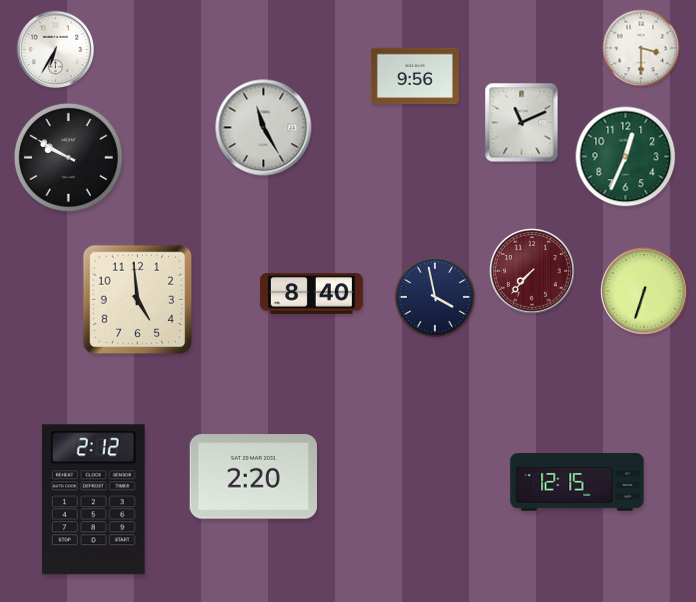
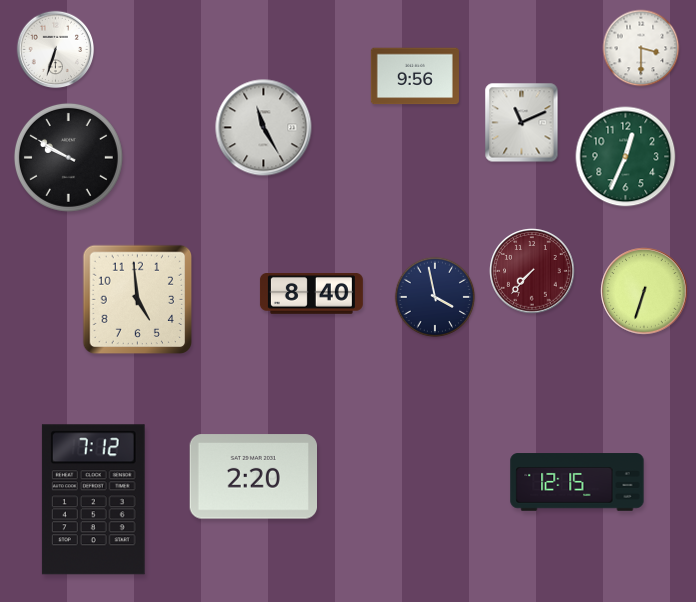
clock at (56, 50): 6:35 -> 6:33
clock at (93, 500): 2:12 -> 7:12
